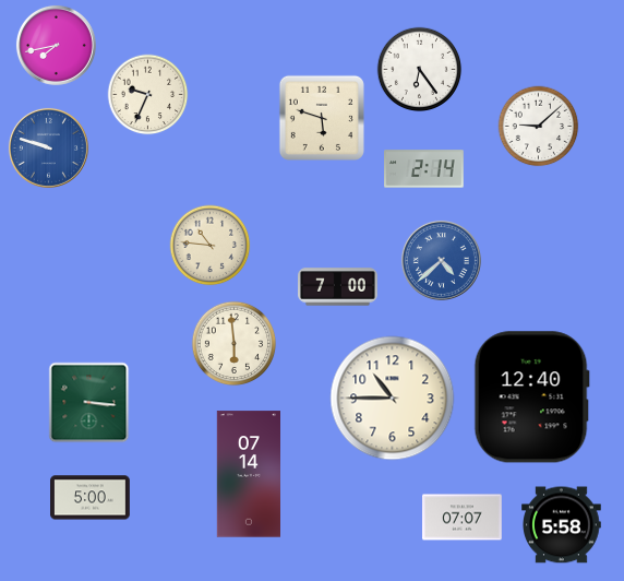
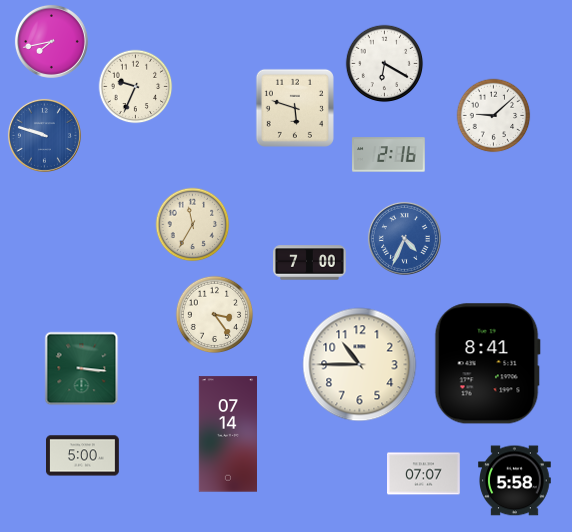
clock at (420, 70): 6:24 -> 6:20
clock at (424, 169): 2:14 -> 2:16
clock at (211, 246): 10:46 -> 11:35
clock at (441, 260): 4:38 -> 4:34
clock at (235, 344): 5:59 -> 3:24
clock at (531, 398): 12:40 -> 8:41
